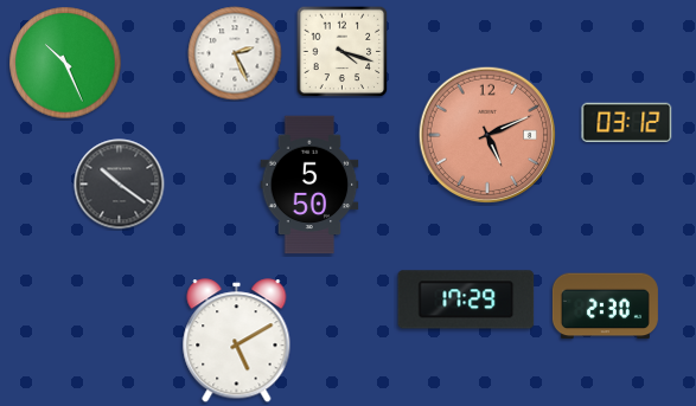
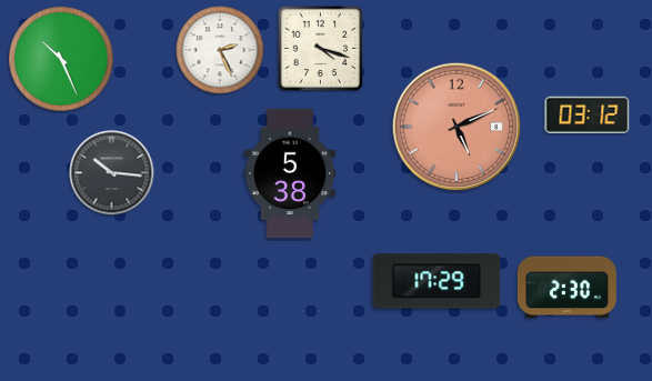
clock at (120, 185): 10:21 -> 10:16
clock at (309, 185): 5:50 -> 5:38
clock at (237, 341): 5:10 -> none
